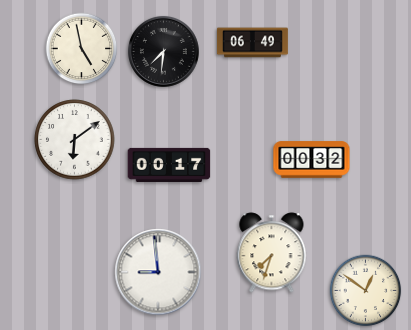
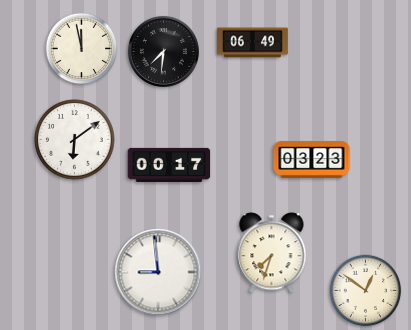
clock at (82, 49): 4:58 -> 11:58
clock at (312, 160): 00:32 -> 03:23
